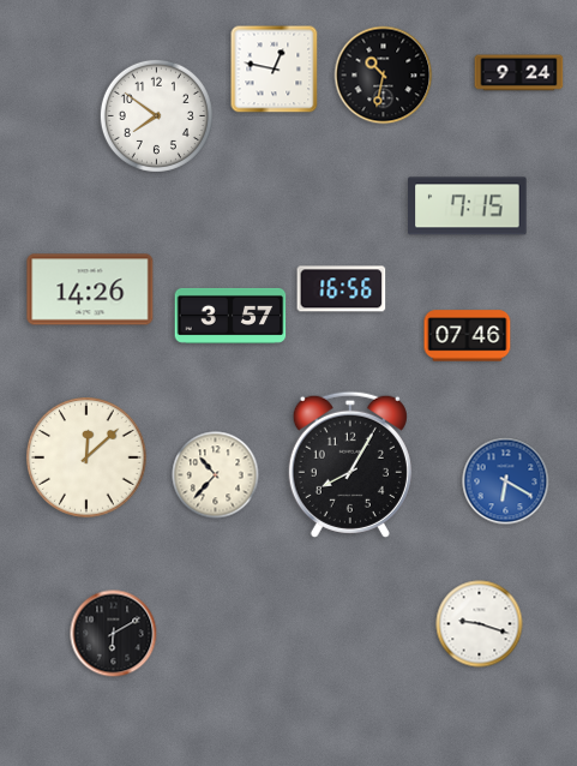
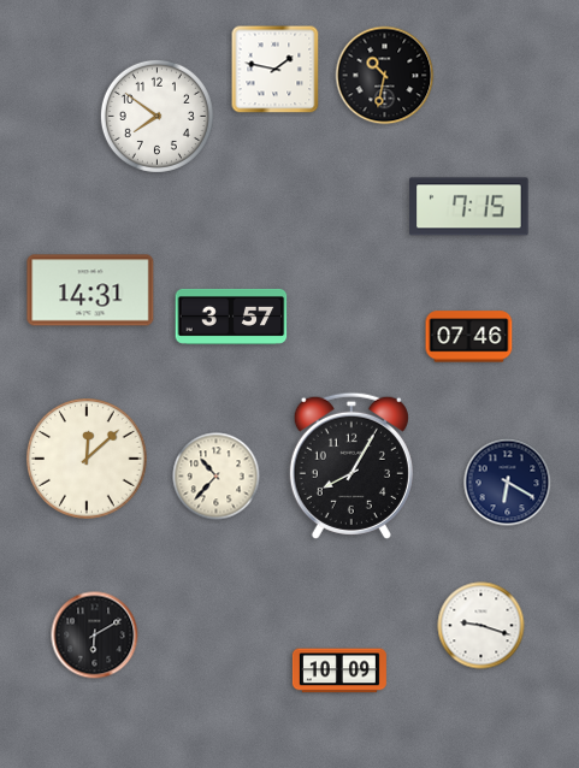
clock at (275, 70): 12:47 -> 1:47
clock at (519, 73): 9:24 -> none
clock at (90, 289): 14:26 -> 14:31
clock at (342, 289): 16:56 -> none
clock at (506, 481) dial: blue -> navy
clock at (114, 634) position: (114, 634) -> (95, 636)
clock at (339, 670): none -> 10:09
